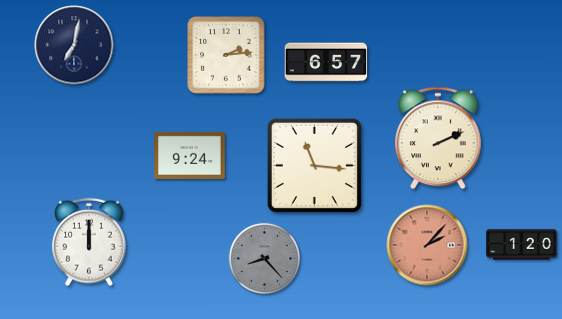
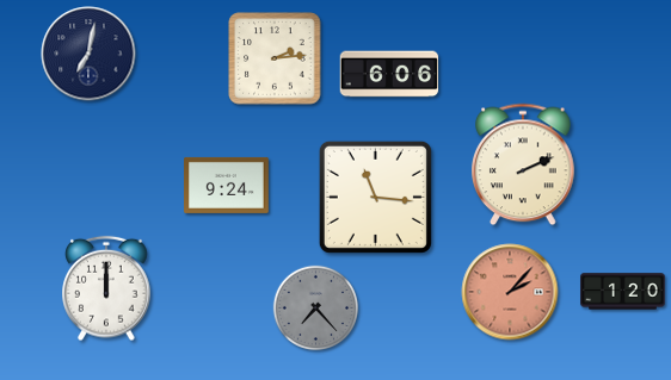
clock at (226, 55) position: (226, 55) -> (275, 58)
clock at (326, 62): 6:57 -> 6:06
clock at (265, 259): 8:23 -> 7:23
